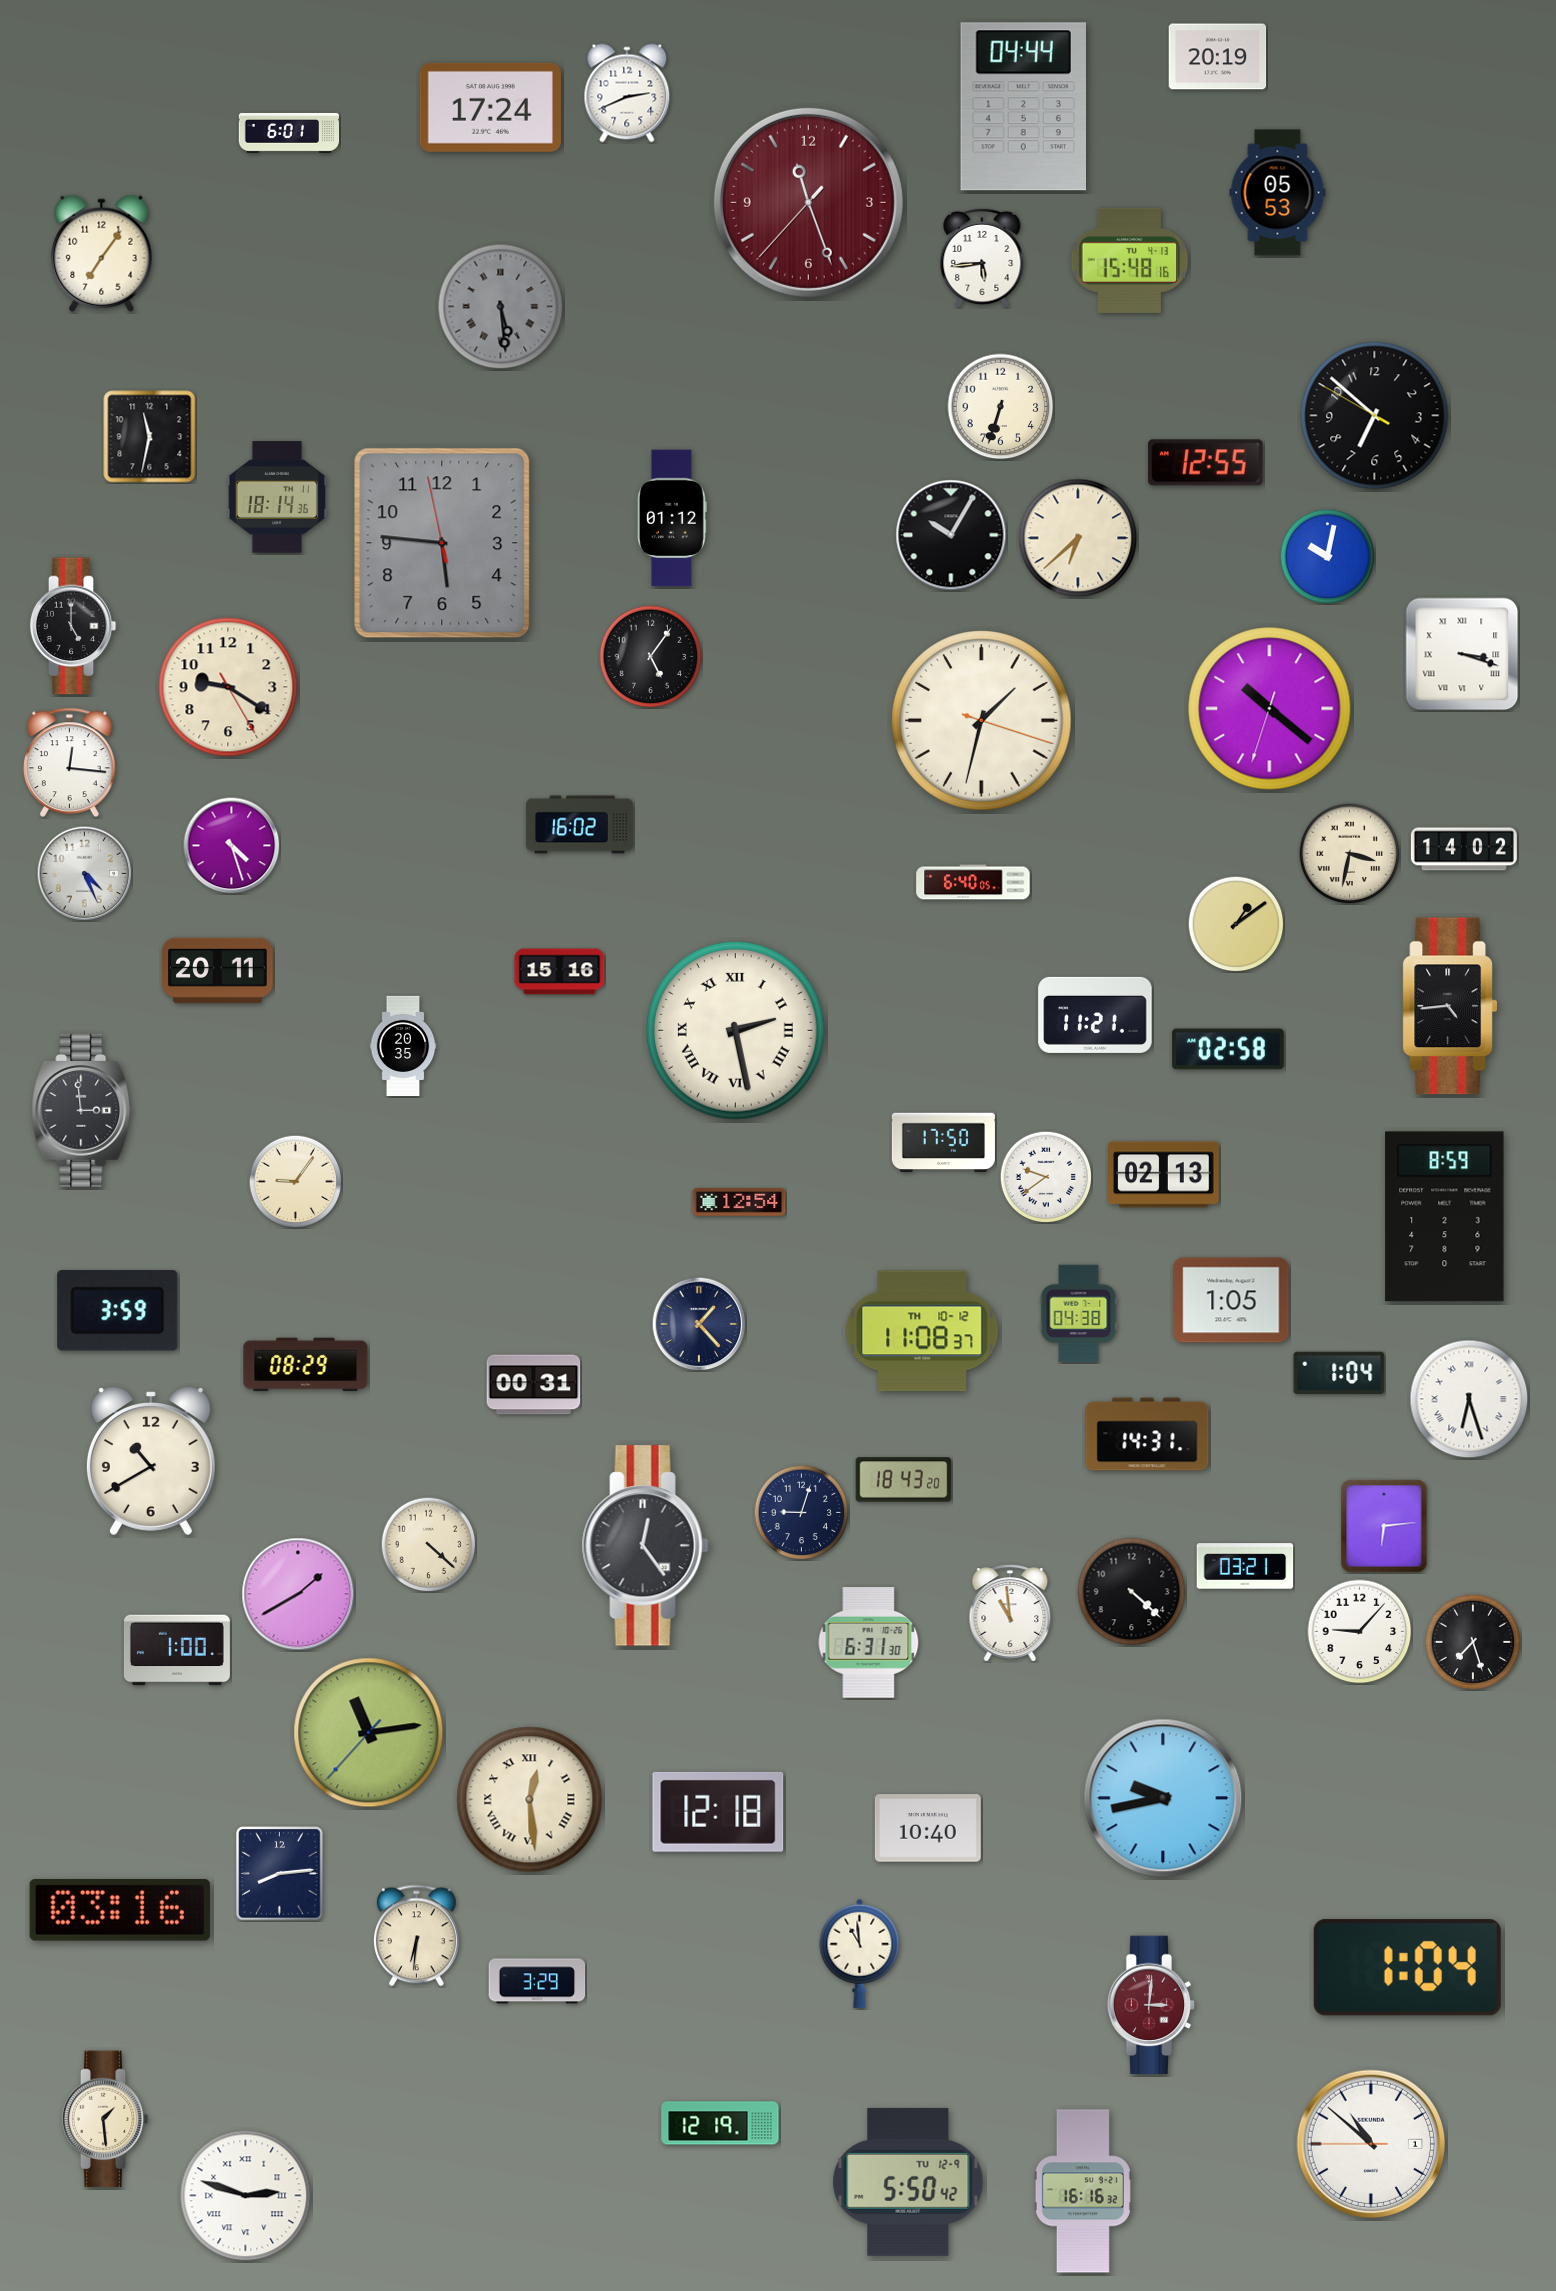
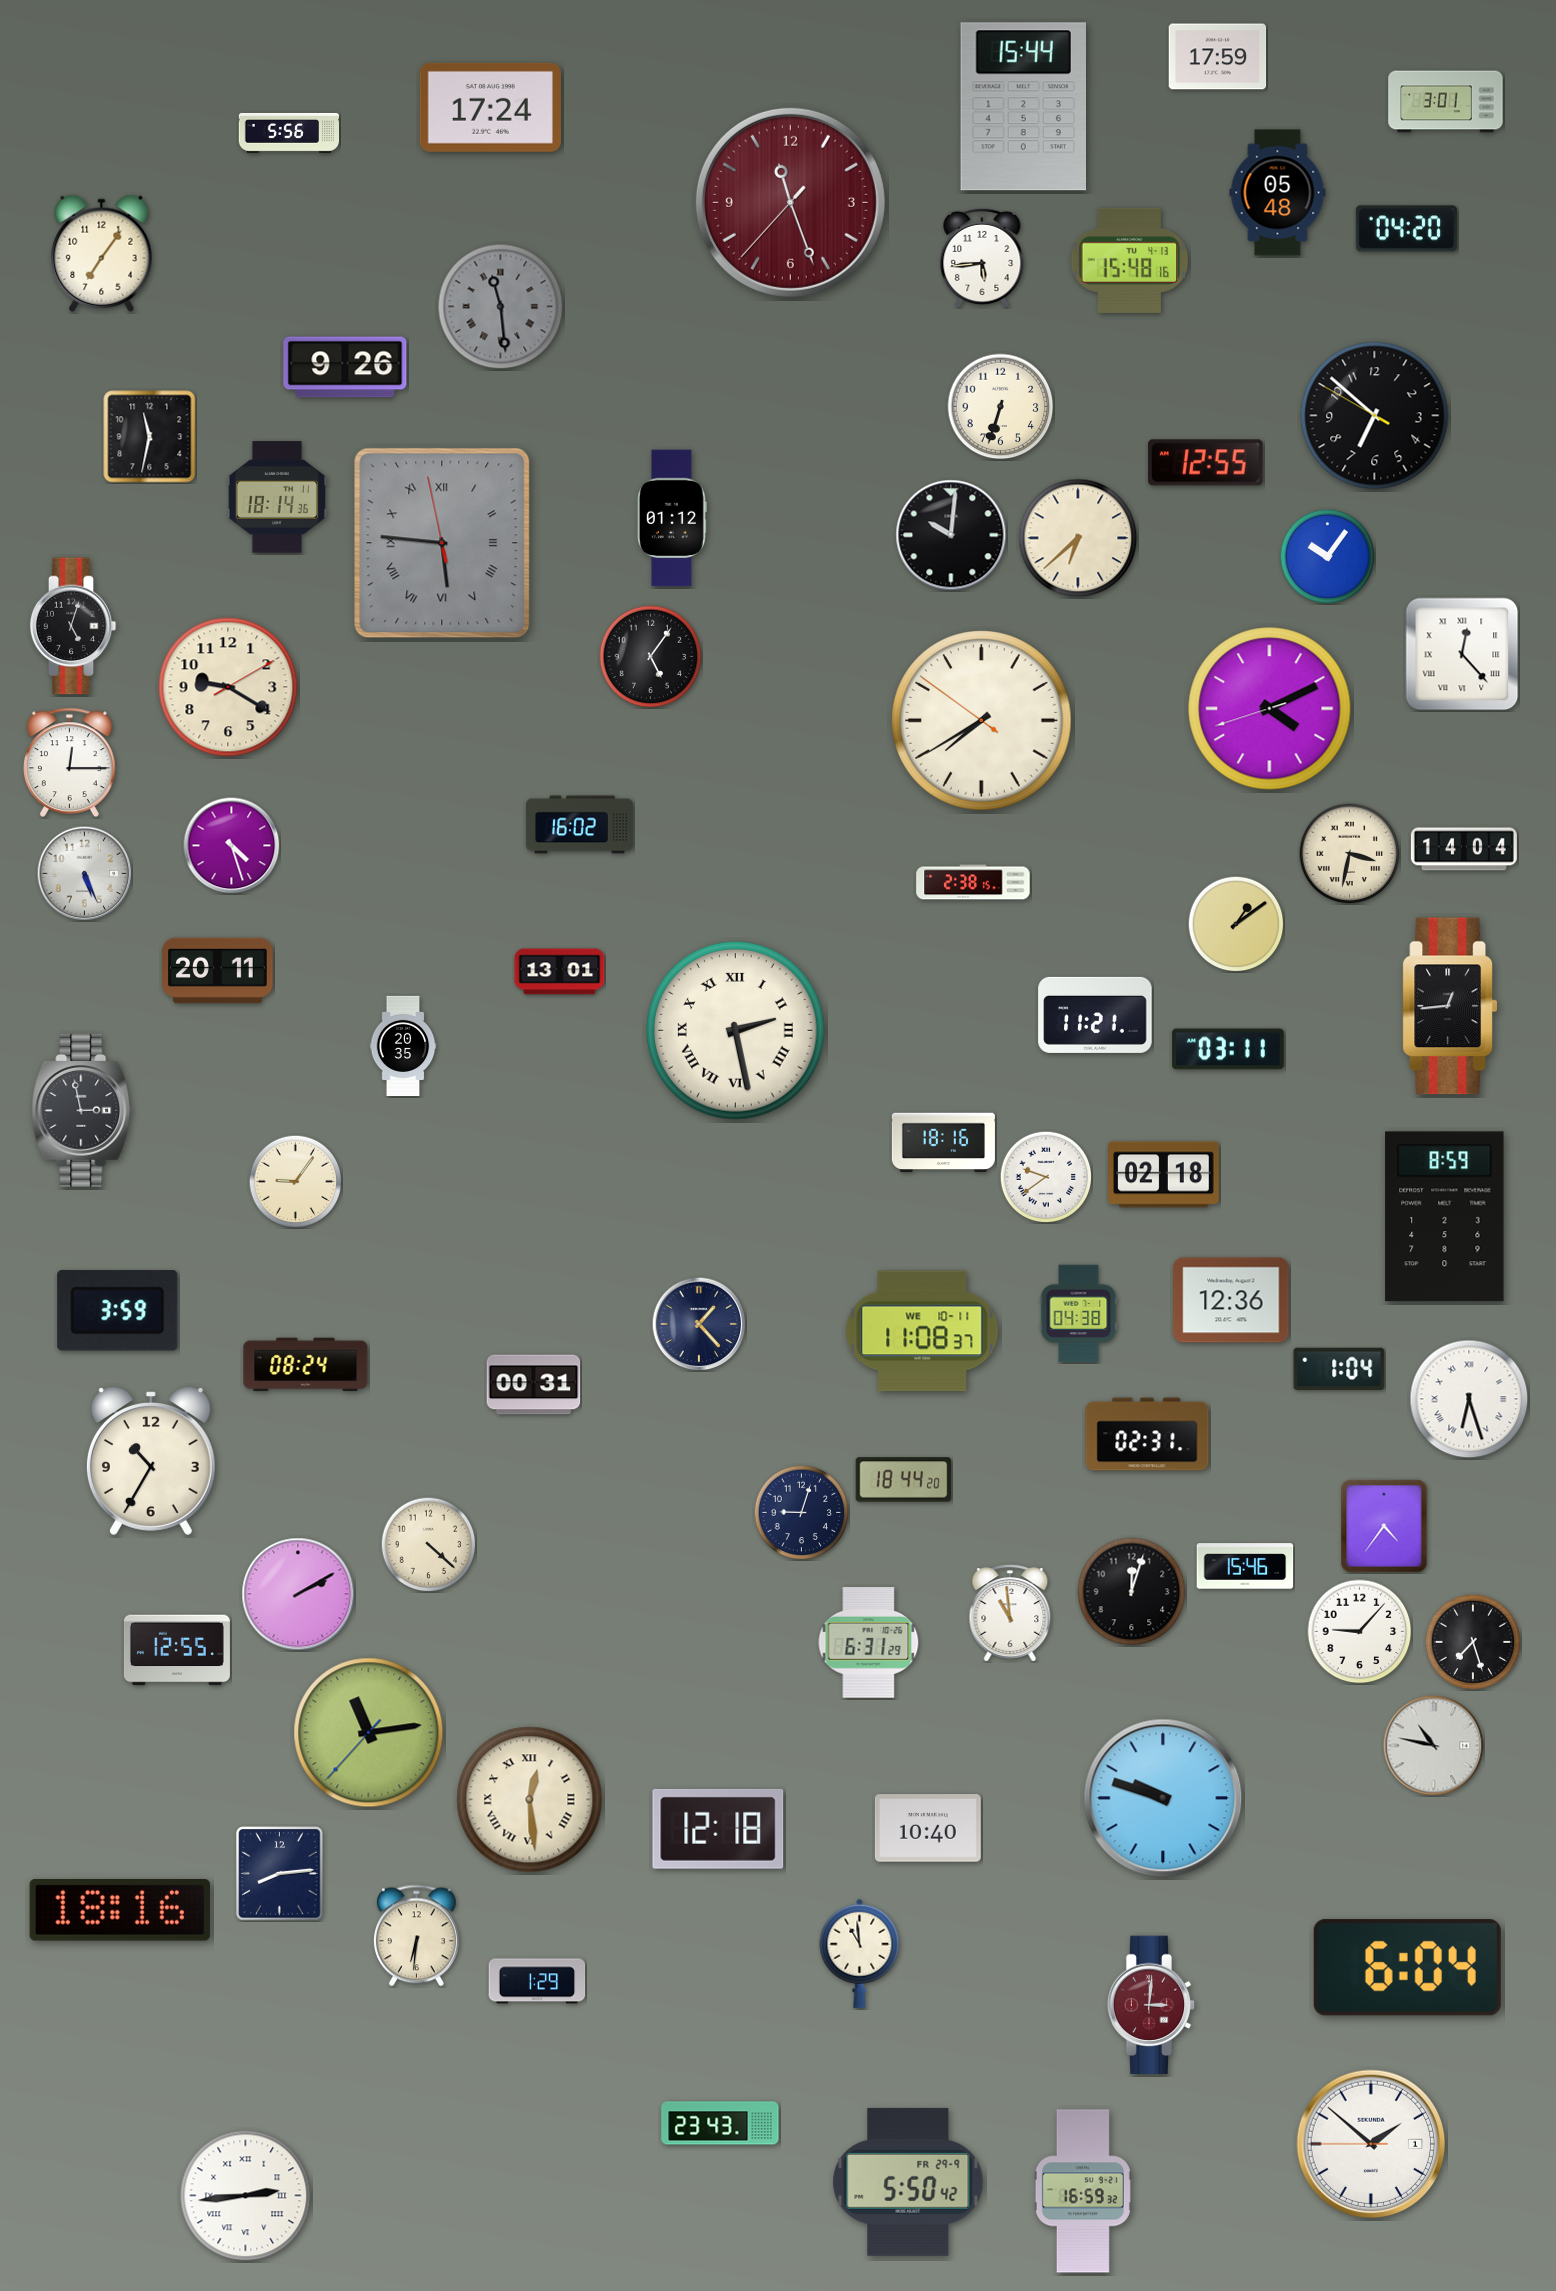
clock at (1218, 57): 20:19 -> 17:59
clock at (627, 93): 2:41 -> none
clock at (1446, 102): none -> 3:01
clock at (1023, 107): 04:44 -> 15:44
clock at (289, 133): 6:01 -> 5:56
clock at (1278, 193): 05:53 -> 05:48
clock at (808, 202) position: (808, 202) -> (790, 202)
clock at (1406, 229): none -> 04:20
clock at (501, 307): 5:29 -> 11:29
clock at (345, 367): none -> 9:26
clock at (951, 535): 10:05 -> 10:01
clock at (442, 543) numerals: Arabic -> Roman
clock at (1327, 556): 10:02 -> 10:06
clock at (73, 626): 5:00 -> 5:03
clock at (1462, 654): 3:18 -> 12:23
clock at (228, 687): 9:20:25 -> 9:20:10
clock at (1270, 709): 10:21 -> 4:10
clock at (982, 721): 1:32 -> 7:39
clock at (70, 762): 12:16 -> 12:15
clock at (1464, 849): 14:02 -> 14:04
clock at (84, 873): 4:26 -> 5:26
clock at (973, 882): 6:40 -> 2:38
clock at (560, 972): 15:16 -> 13:01
clock at (1450, 1006): 4:44 -> 12:44
clock at (1228, 1049): 02:58 -> 03:11
clock at (82, 1111): 2:59 -> 2:58
clock at (943, 1143): 17:50 -> 18:16
clock at (1164, 1175): 02:13 -> 02:18
clock at (739, 1203): 12:54 -> none
clock at (1231, 1300): 1:05 -> 12:36
clock at (922, 1331) date: TH 10-12 -> WE 10-11
clock at (306, 1365): 08:29 -> 08:24
clock at (1339, 1372) position: (1339, 1372) -> (1339, 1368)
clock at (1147, 1434): 14:31 -> 02:31
clock at (151, 1461): 10:40 -> 10:35
clock at (904, 1480): 18:43 -> 18:44
clock at (1384, 1526): 6:14 -> 4:36
clock at (645, 1546): 12:24 -> none
clock at (1245, 1566): 03:21 -> 15:46
clock at (1132, 1592): 4:22 -> 12:03
clock at (298, 1594): 1:40 -> 2:10
clock at (869, 1643): 6:31:30 -> 6:31:29
clock at (177, 1650): 1:00 -> 12:55
clock at (1434, 1746): none -> 10:47
clock at (1163, 1798): 9:43 -> 9:48
clock at (718, 1812) position: (718, 1812) -> (718, 1829)
clock at (120, 1910): 03:16 -> 18:16
clock at (1407, 1968): 1:04 -> 6:04
clock at (537, 1981): 3:29 -> 1:29
clock at (105, 2119): 1:29 -> none
clock at (720, 2123): 12:19 -> 23:43
clock at (1371, 2144): 10:51 -> 1:51
clock at (908, 2182) date: TU 12-9 -> FR 29-9
clock at (1083, 2191): 16:16 -> 16:59
clock at (246, 2196): 2:48 -> 2:44
